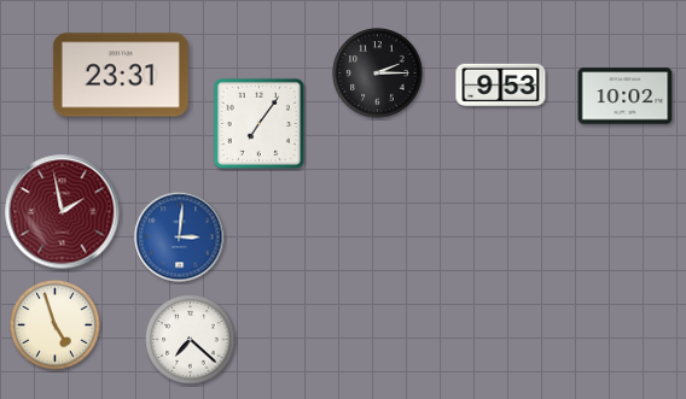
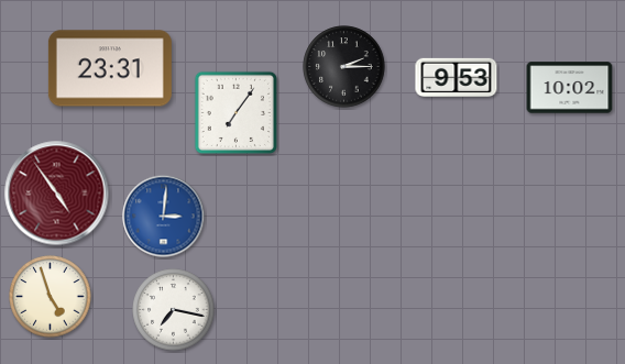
clock at (63, 212): 1:58 -> 4:54
clock at (191, 340): 7:22 -> 7:17
